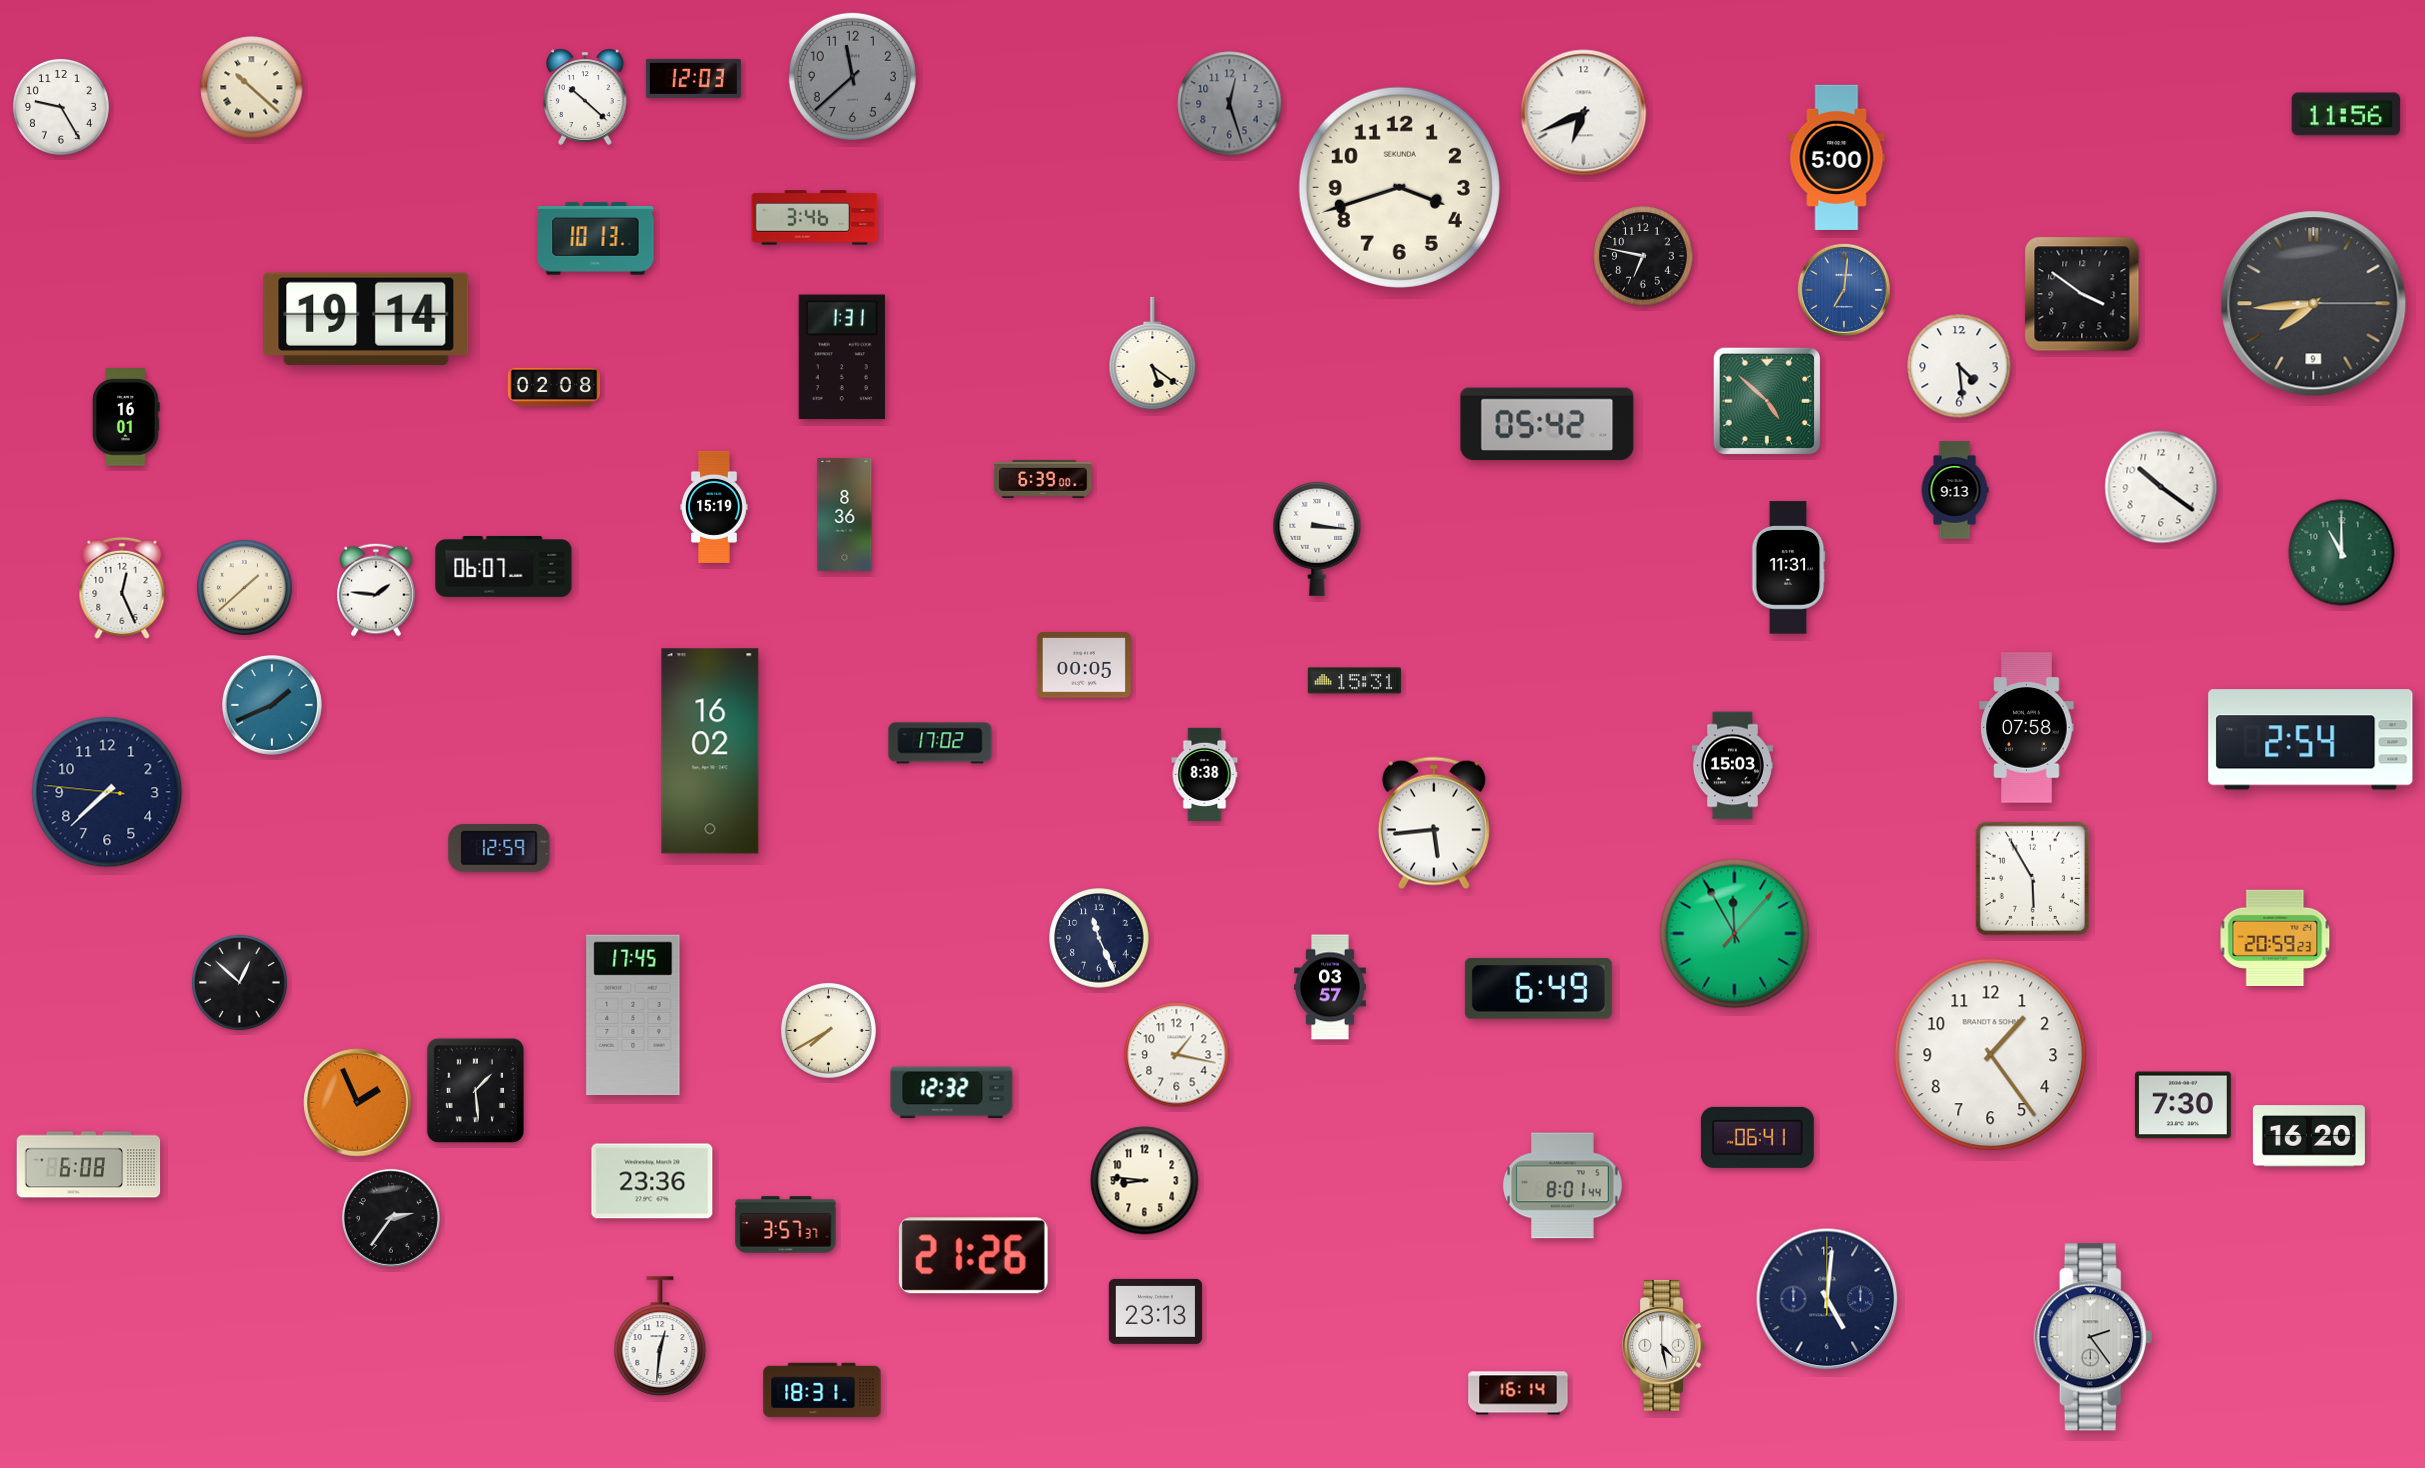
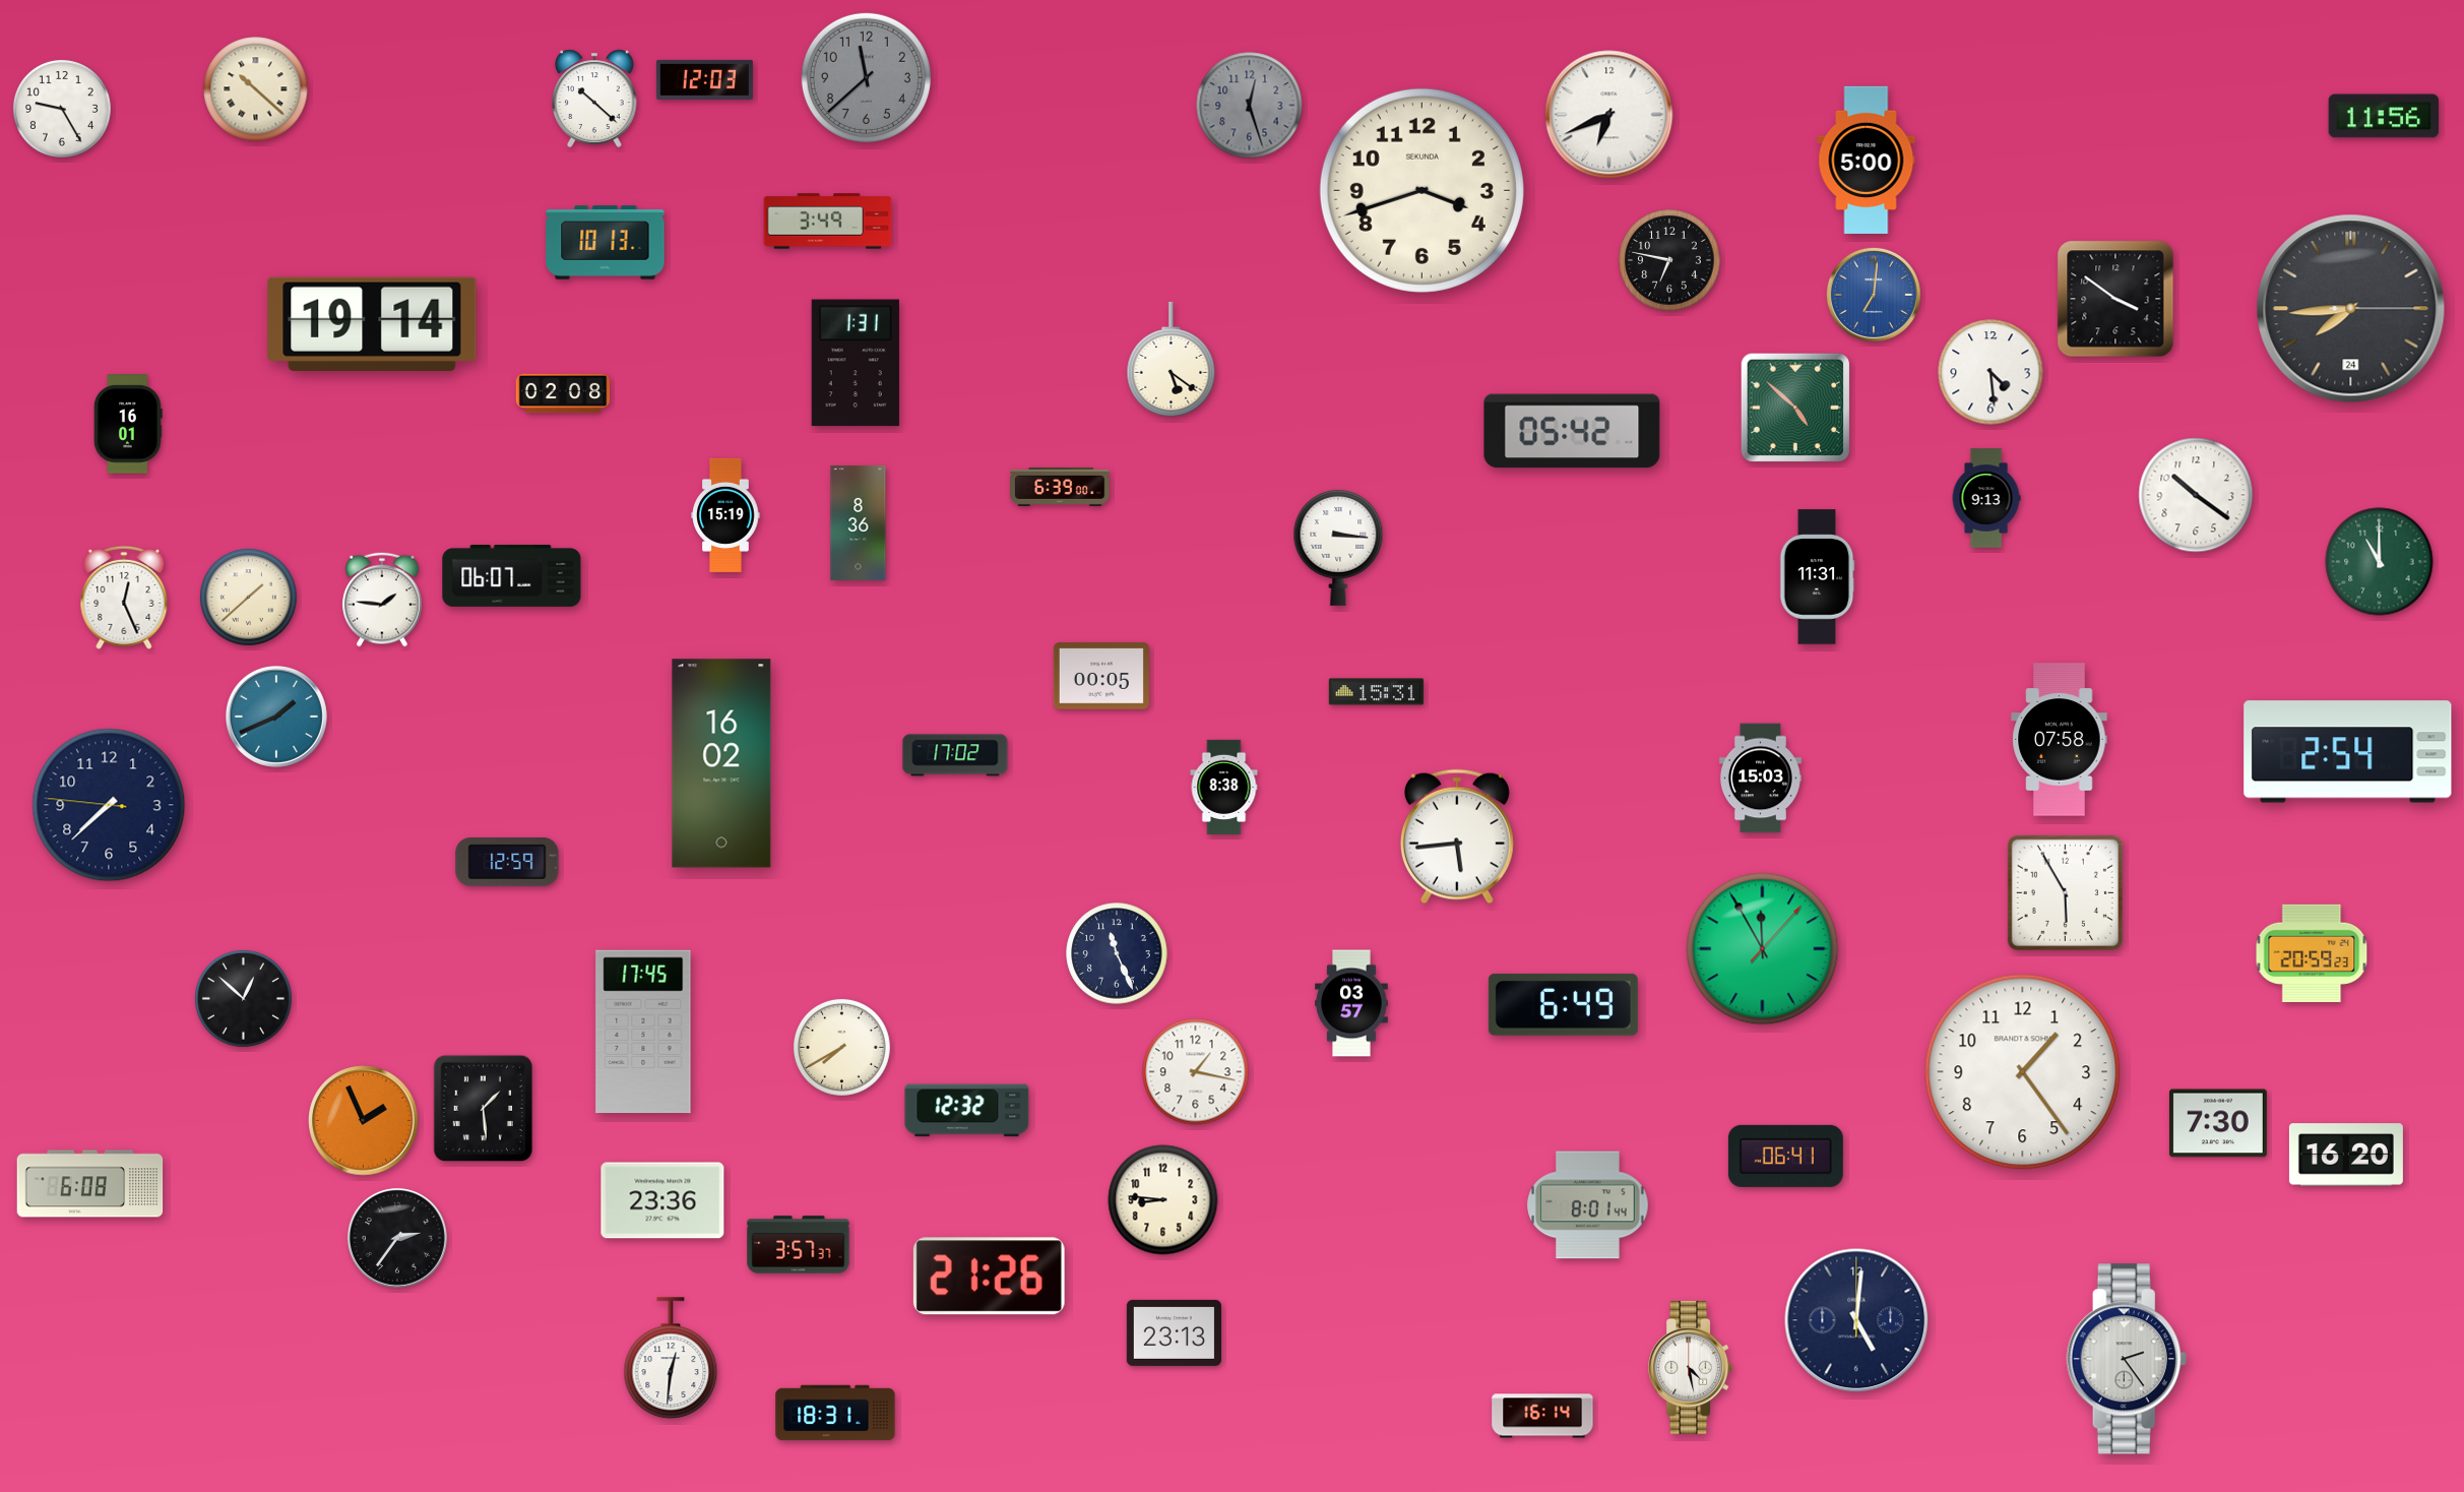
clock at (815, 218): 3:46 -> 3:49
clock at (2314, 304) date: 9 -> 24
